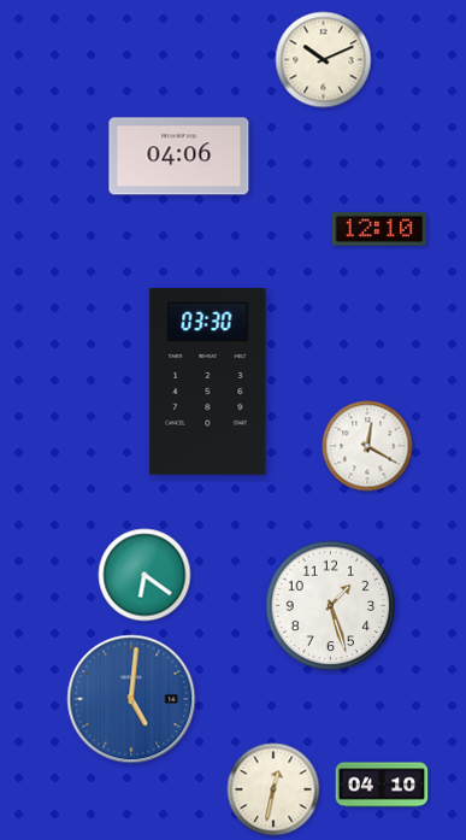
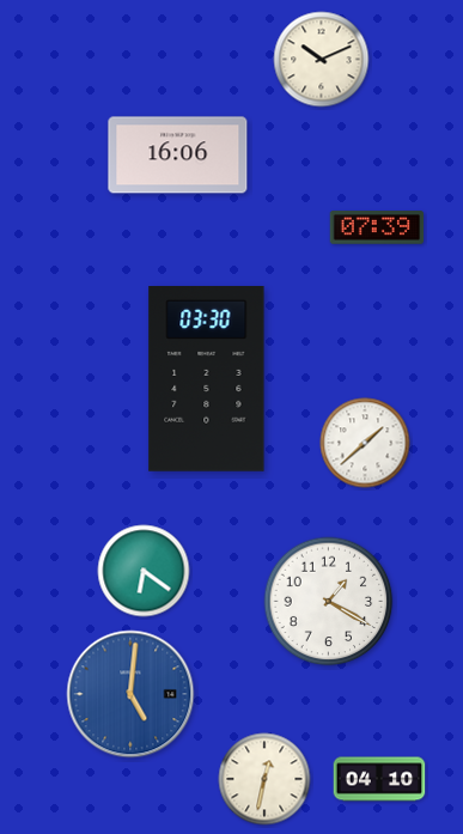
clock at (179, 157): 04:06 -> 16:06
clock at (379, 229): 12:10 -> 07:39
clock at (367, 446): 12:20 -> 1:38
clock at (331, 606): 1:27 -> 1:20
clock at (273, 789) position: (273, 789) -> (264, 779)
